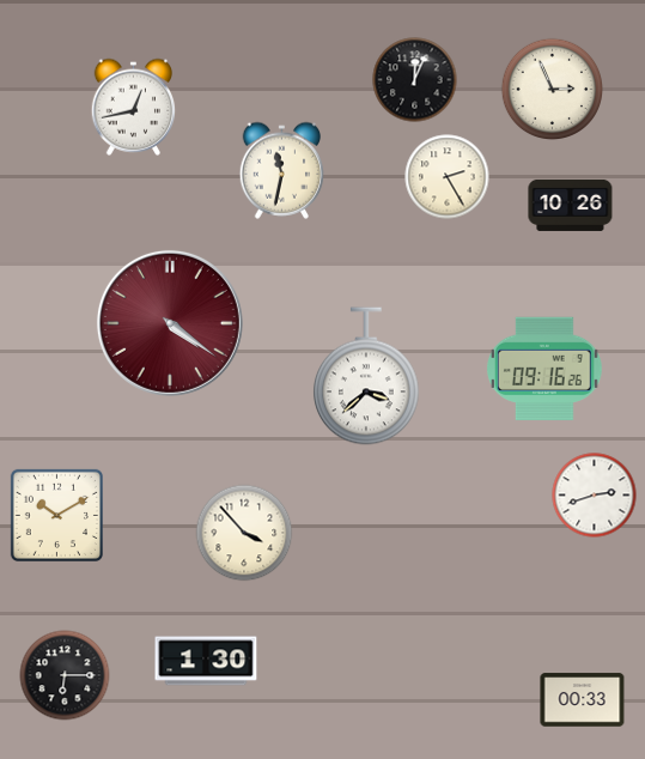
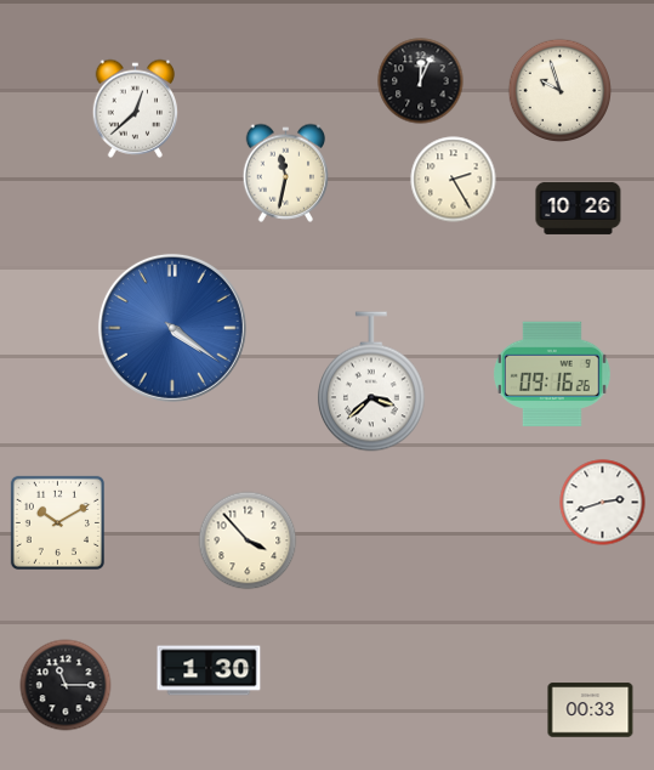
clock at (552, 89): 2:56 -> 9:57
clock at (134, 107): 12:43 -> 12:38
clock at (170, 323) dial: burgundy -> blue
clock at (65, 675): 6:15 -> 11:15
